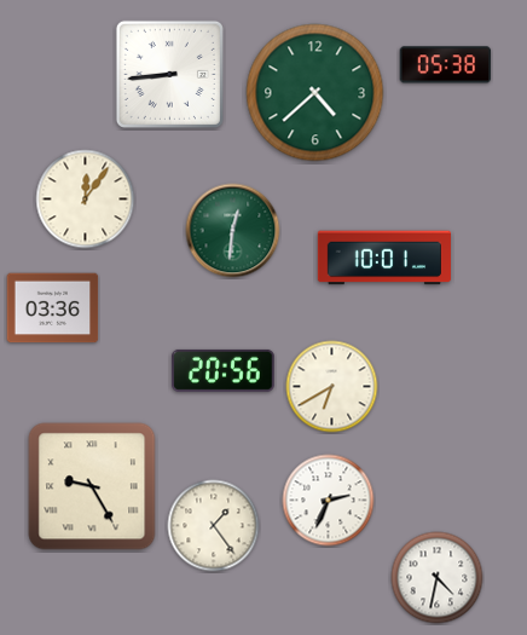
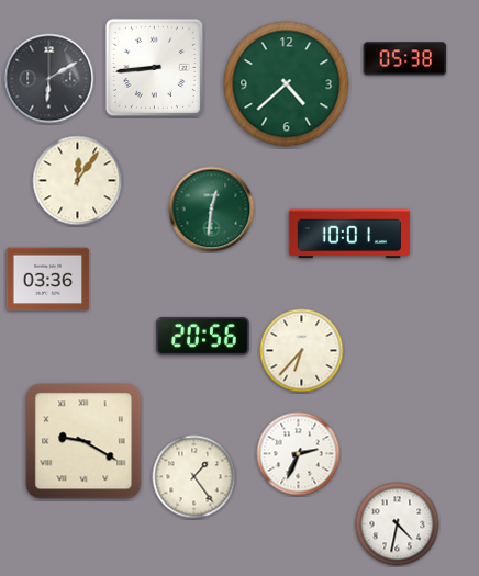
clock at (49, 79): none -> 6:10
clock at (332, 387): 6:40 -> 6:37
clock at (92, 486): 9:25 -> 9:20
